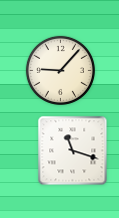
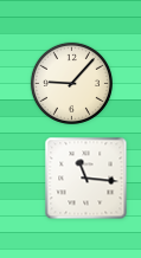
clock at (73, 151): 11:18 -> 11:16
